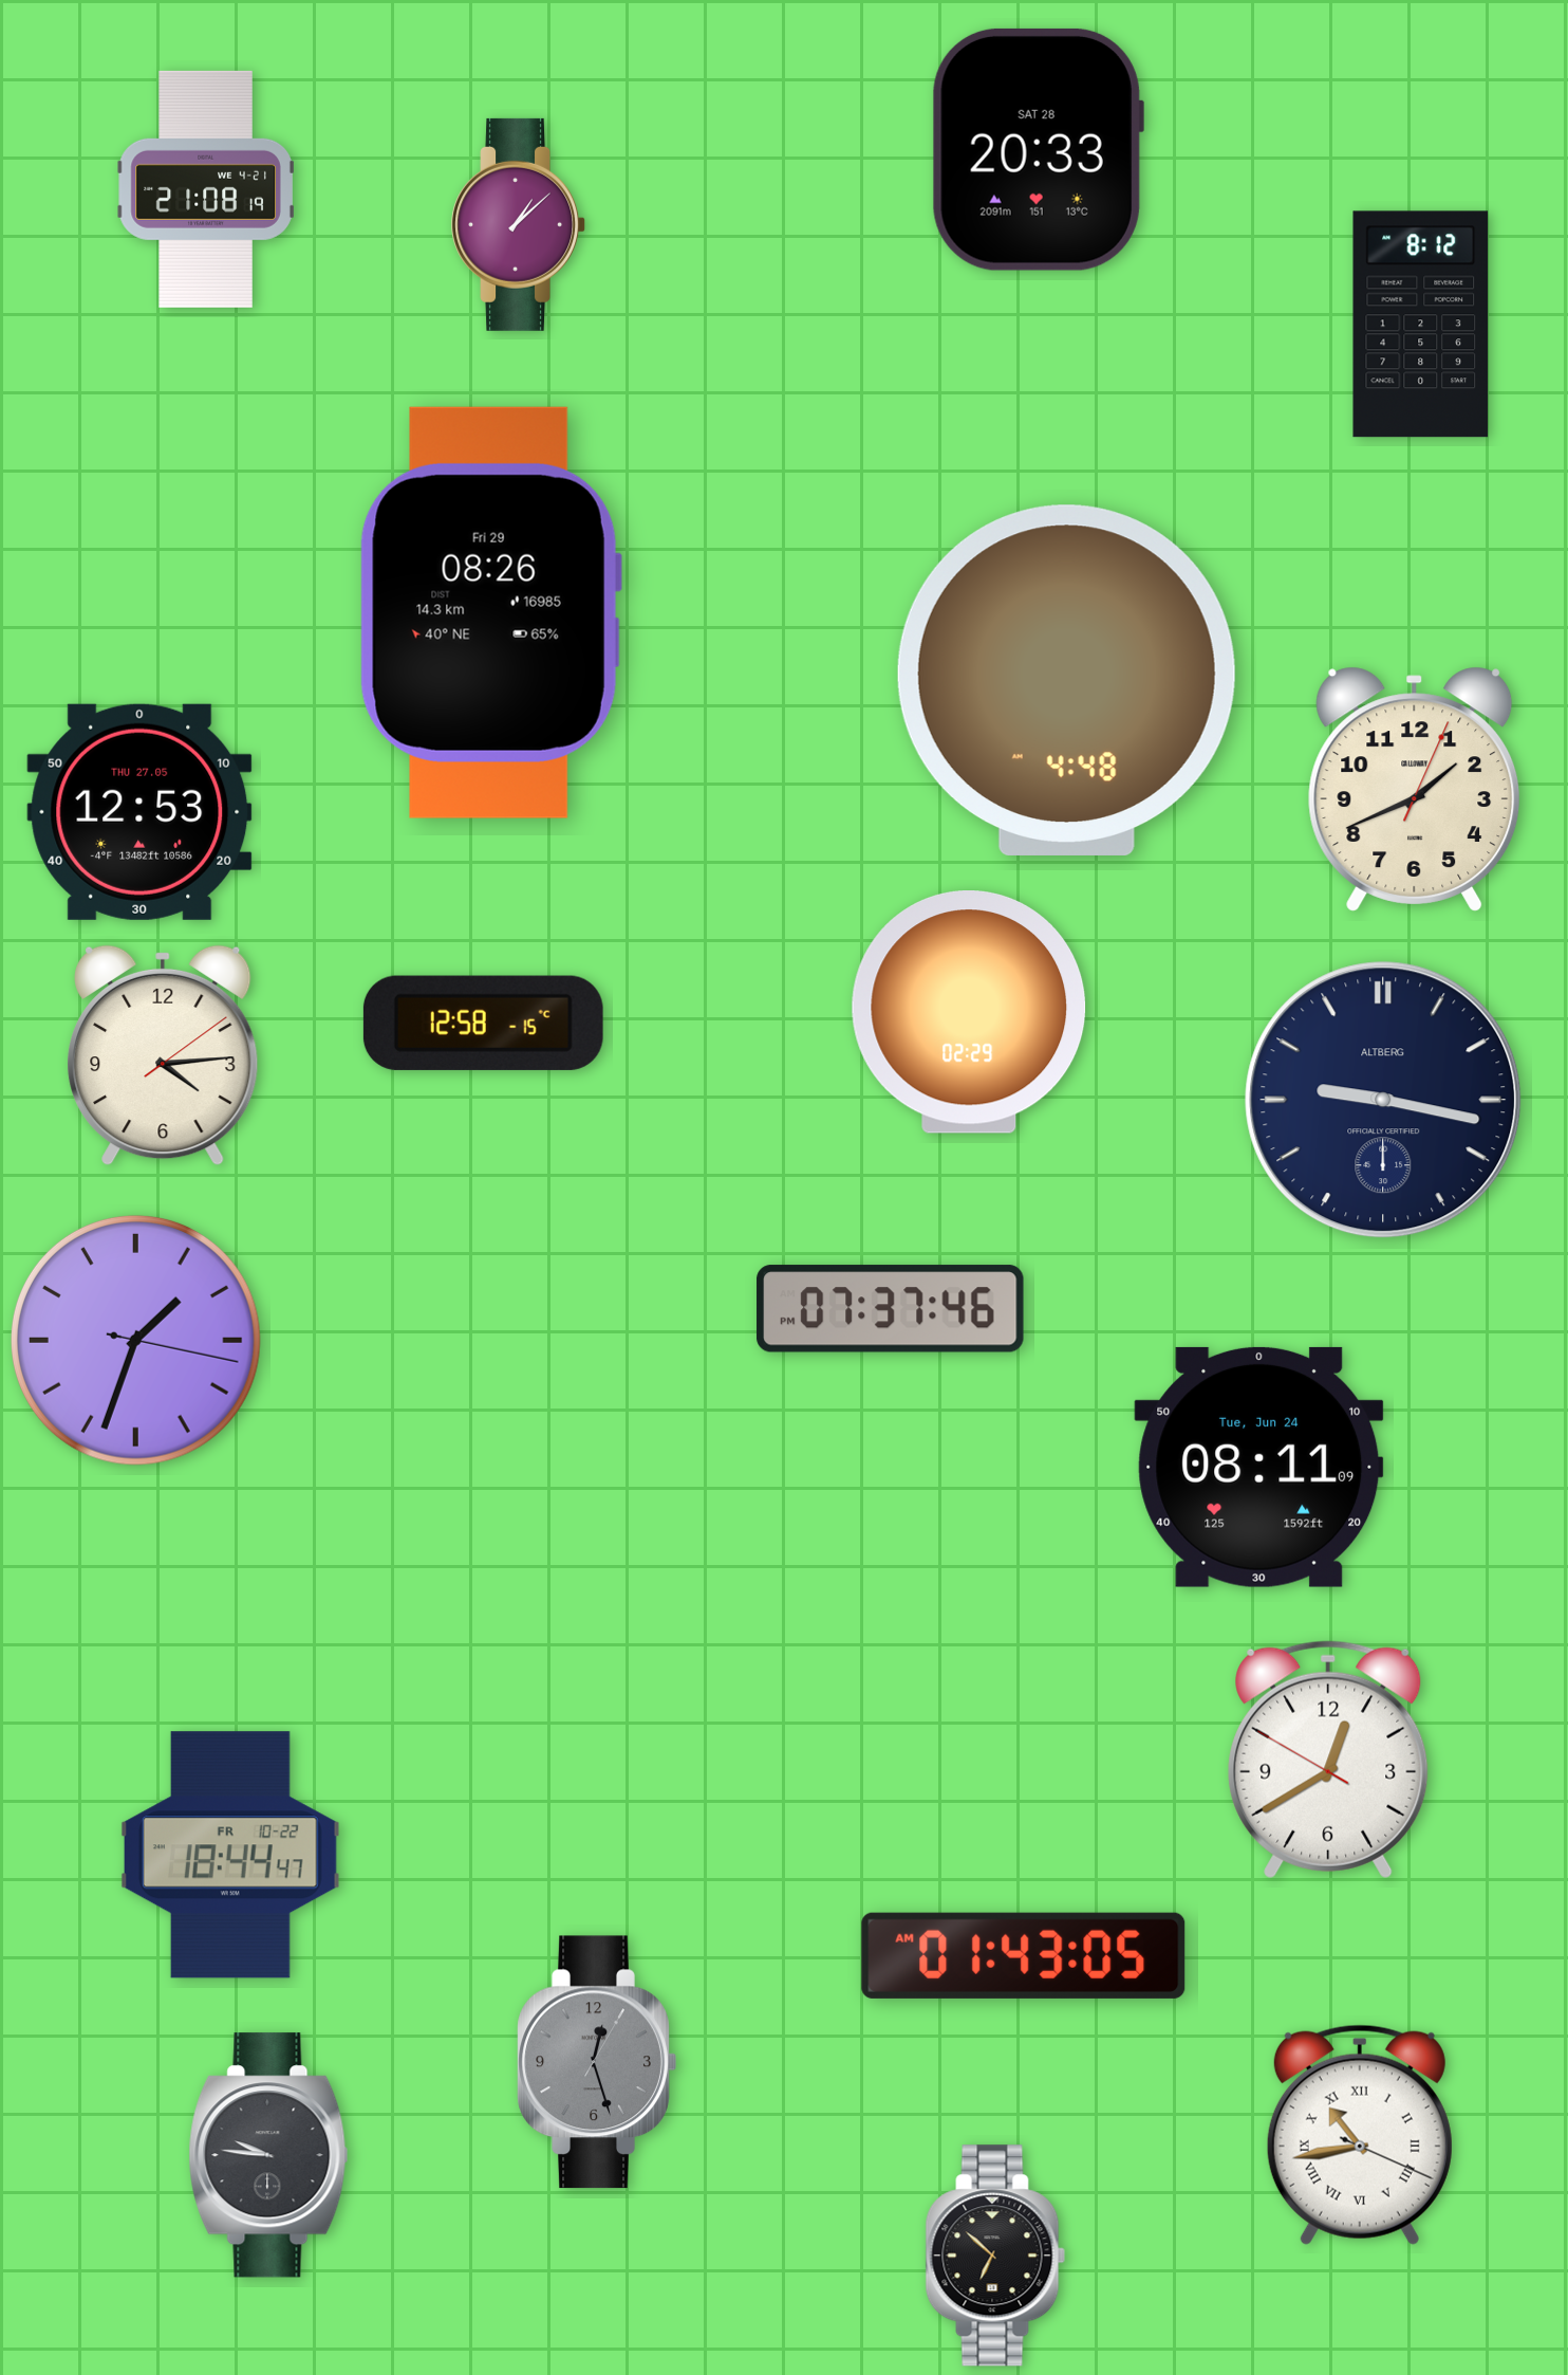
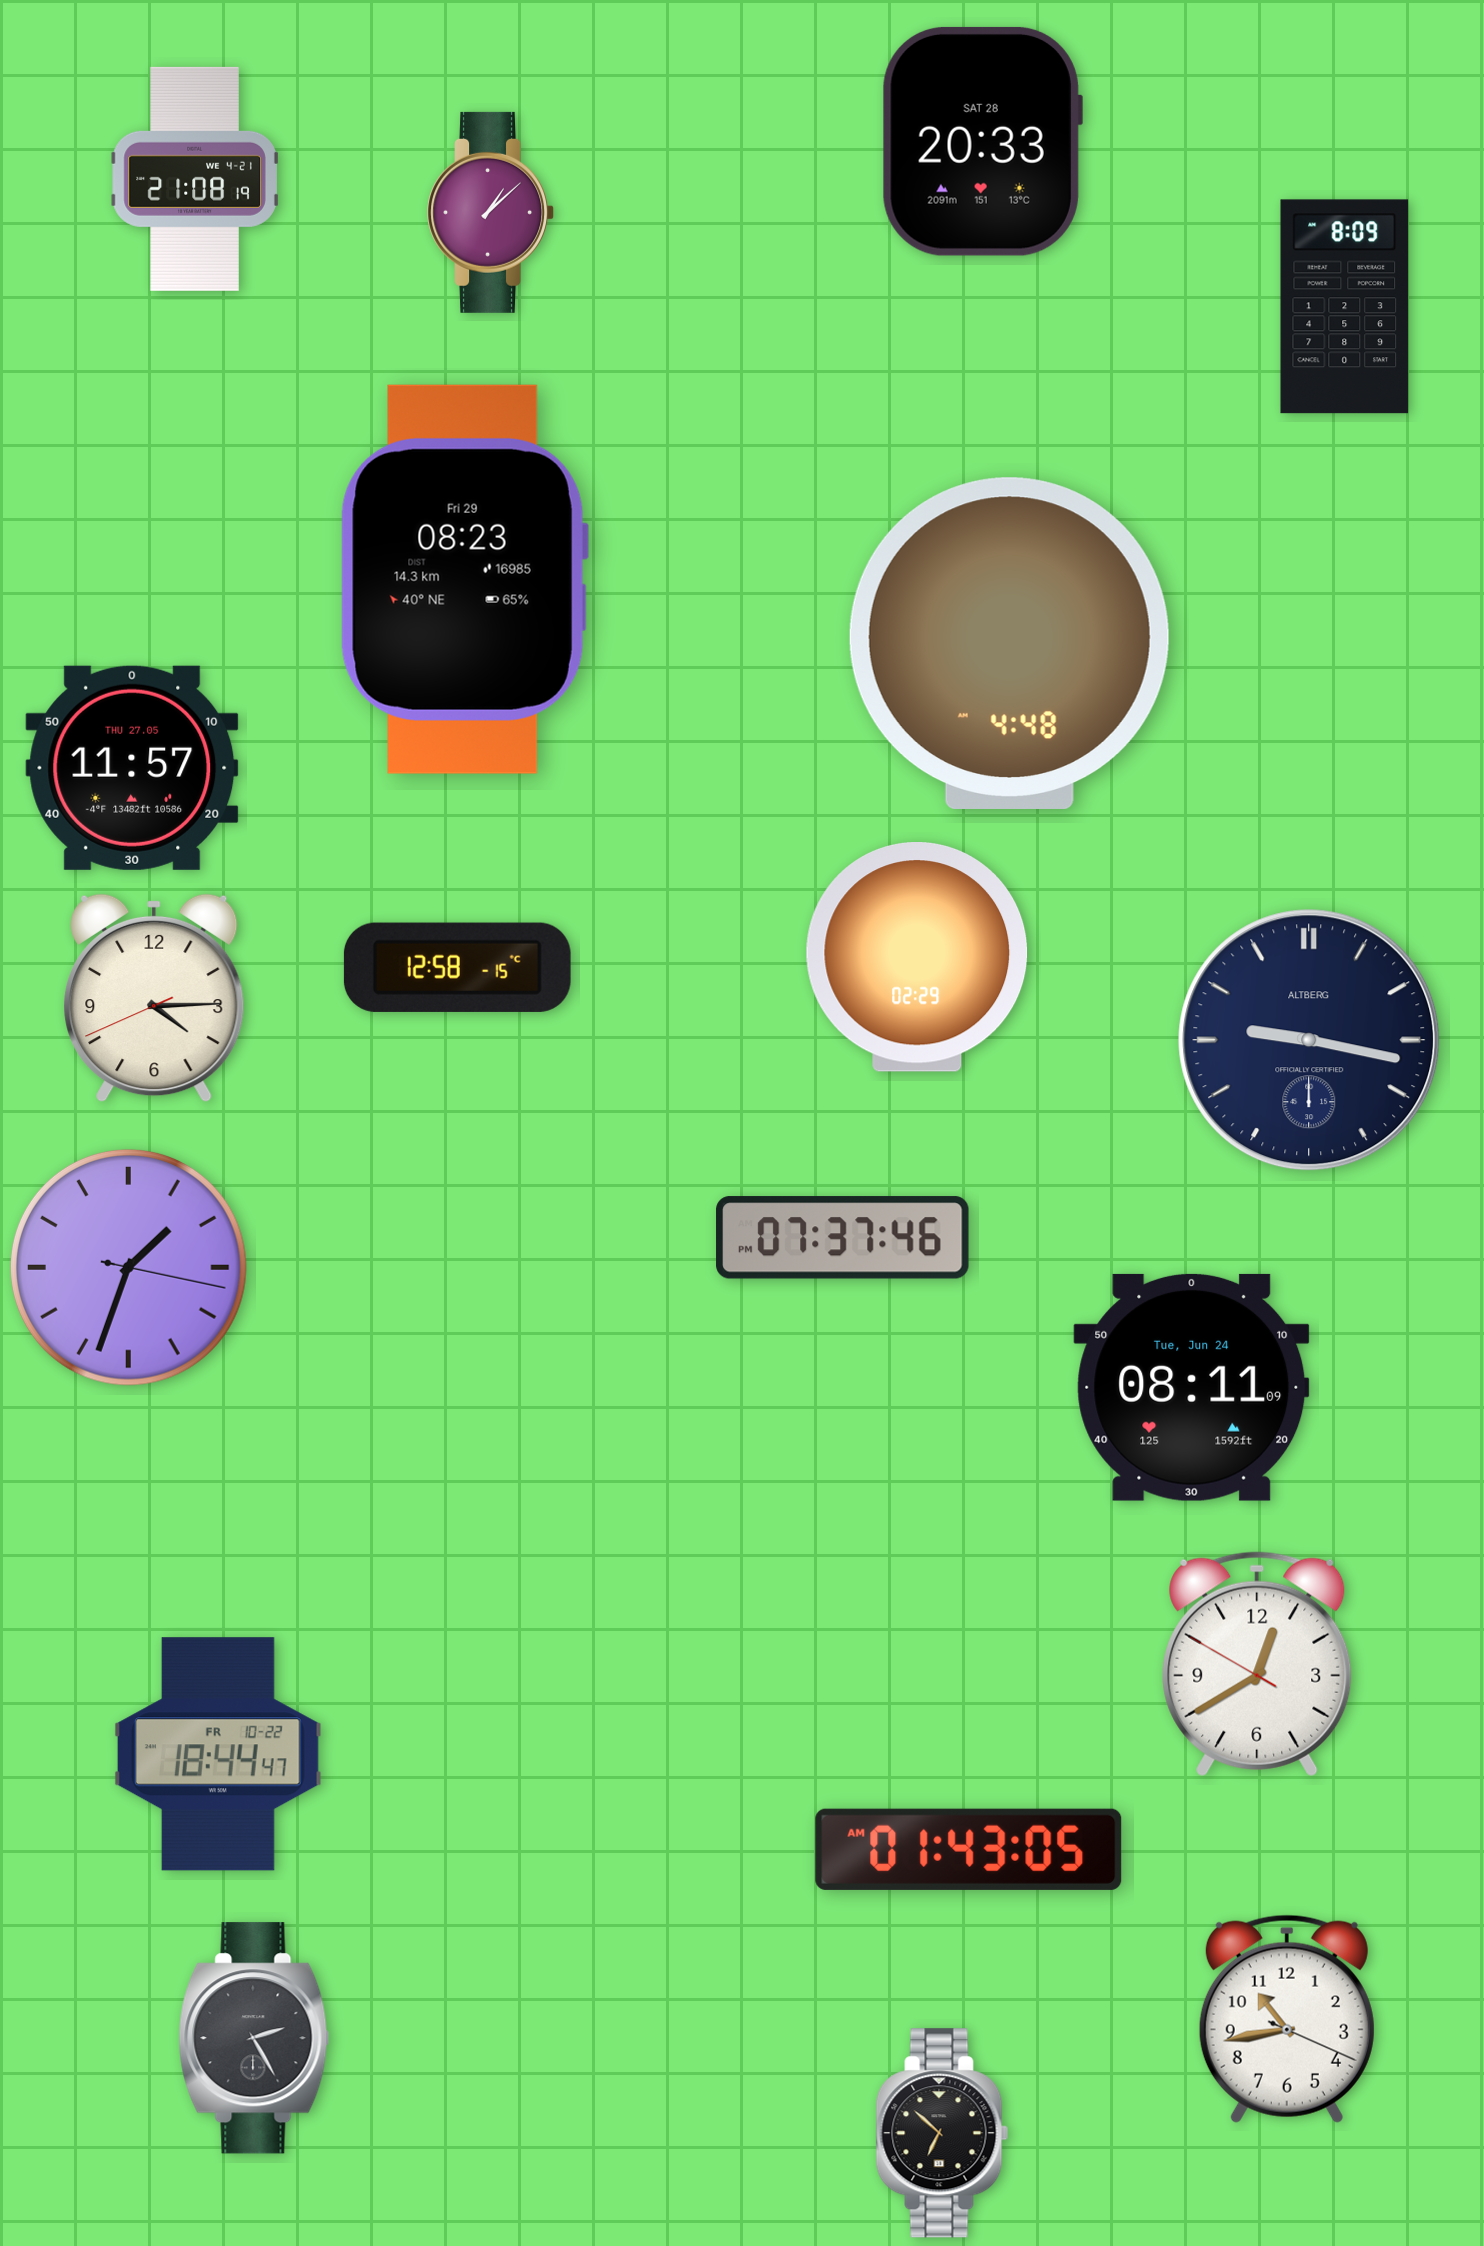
clock at (1421, 325): 8:12 -> 8:09
clock at (490, 612): 08:26 -> 08:23
clock at (1415, 789): 1:41 -> none
clock at (139, 812): 12:53 -> 11:57
clock at (163, 1055): 4:14:09 -> 4:14:41
clock at (597, 2062): 12:27 -> none
clock at (1360, 2135) numerals: Roman -> Arabic
clock at (268, 2155): 9:46 -> 2:25
